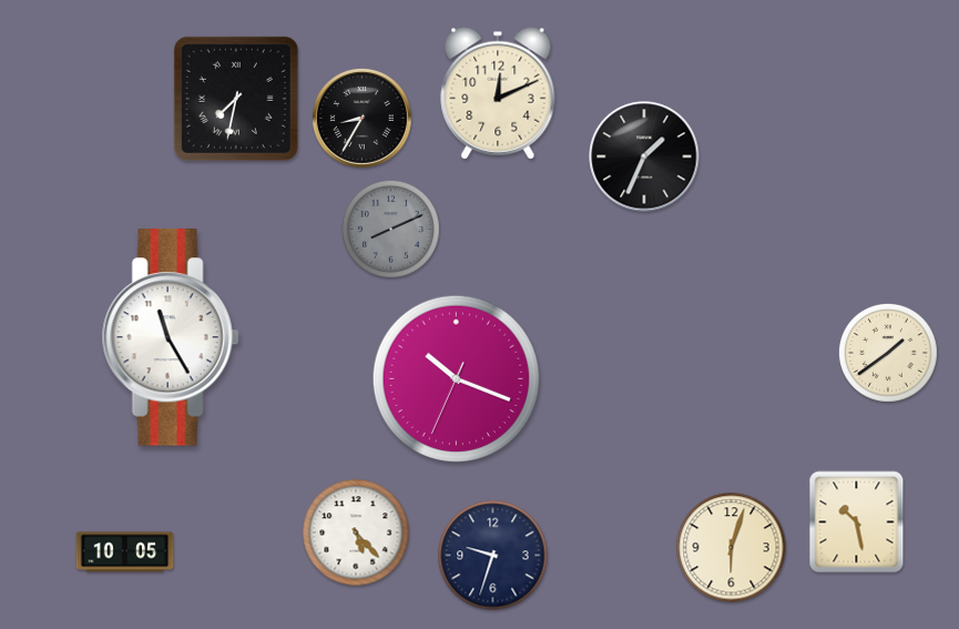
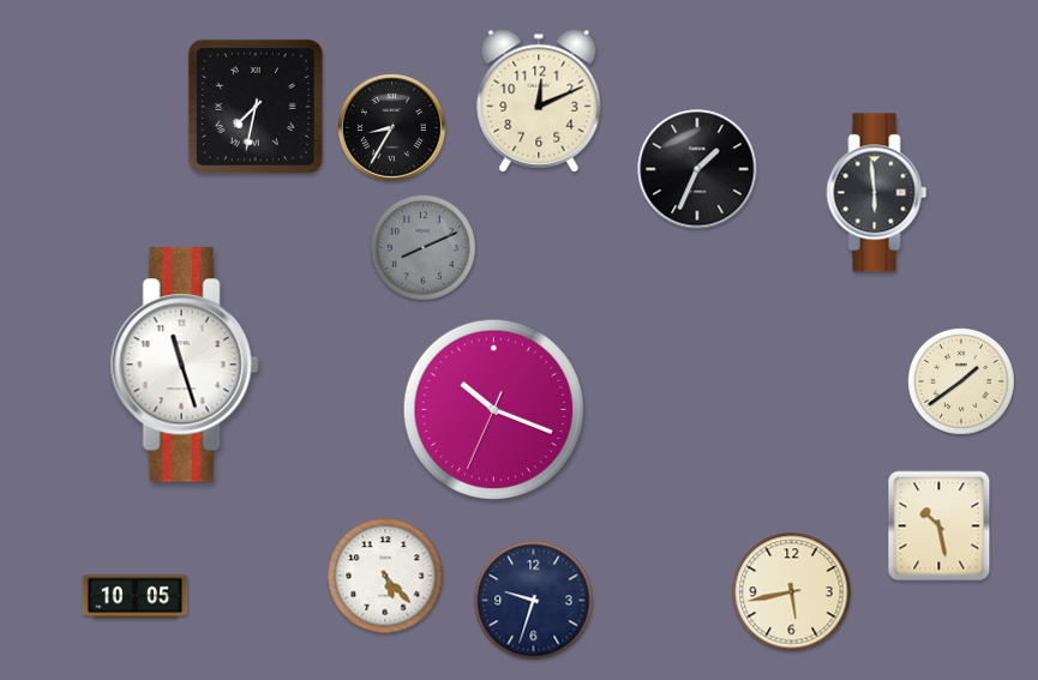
clock at (877, 193): none -> 5:59
clock at (171, 337): 11:25 -> 11:27
clock at (857, 523) position: (857, 523) -> (940, 526)
clock at (732, 548): 6:03 -> 5:43
